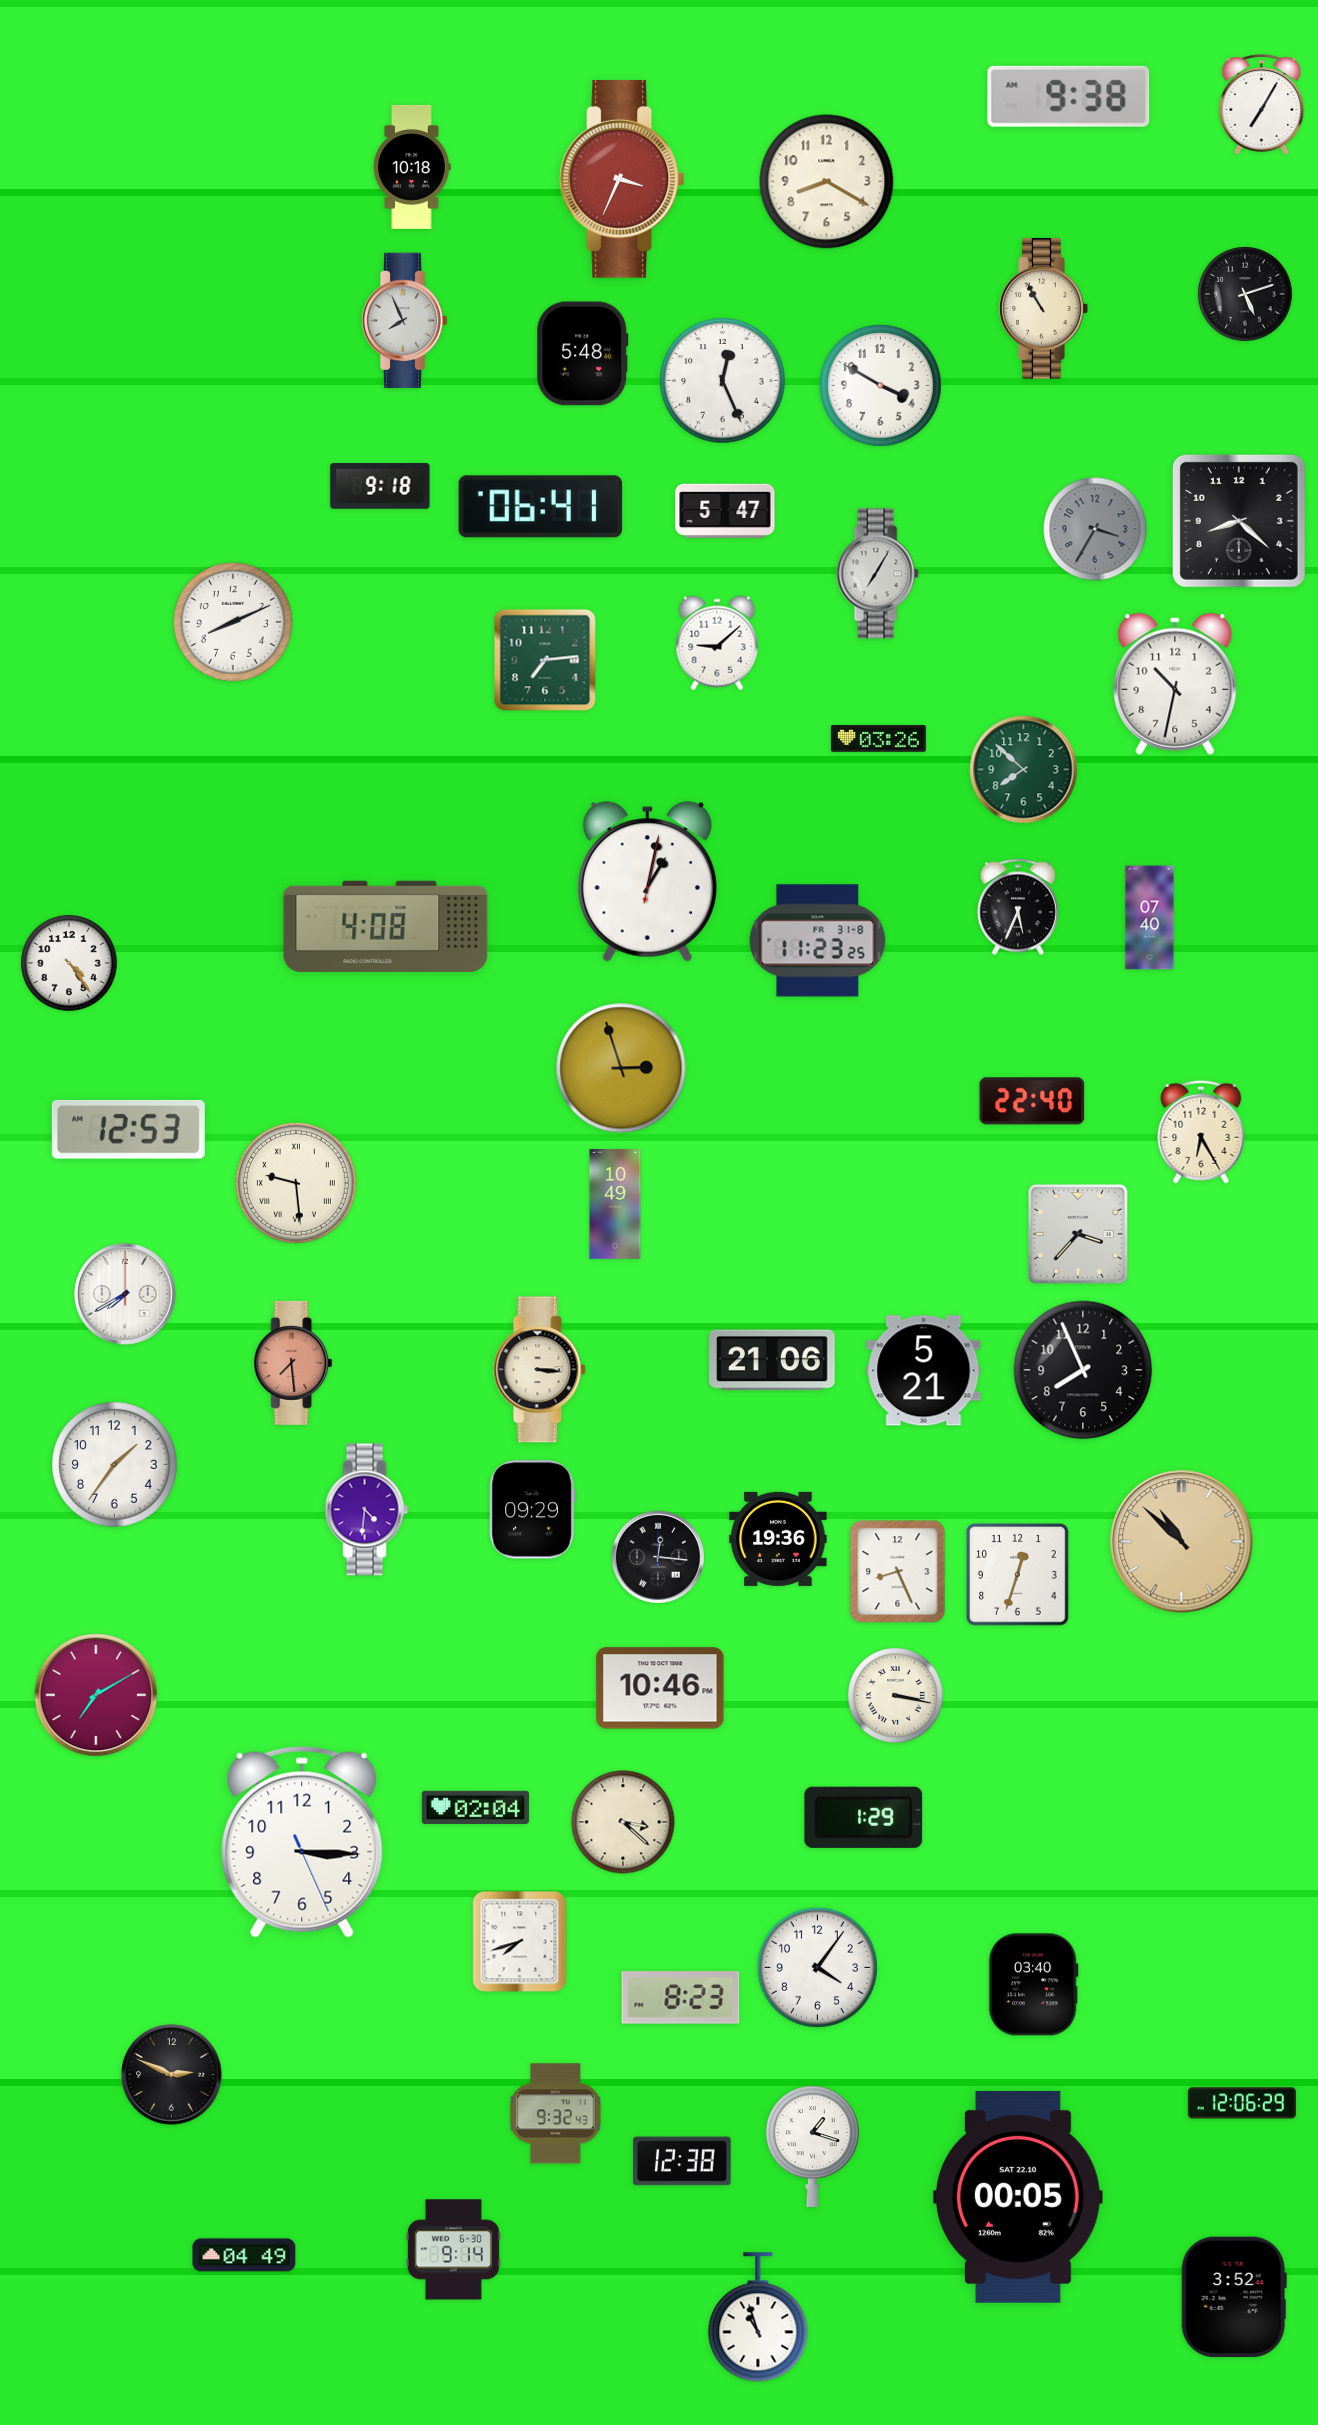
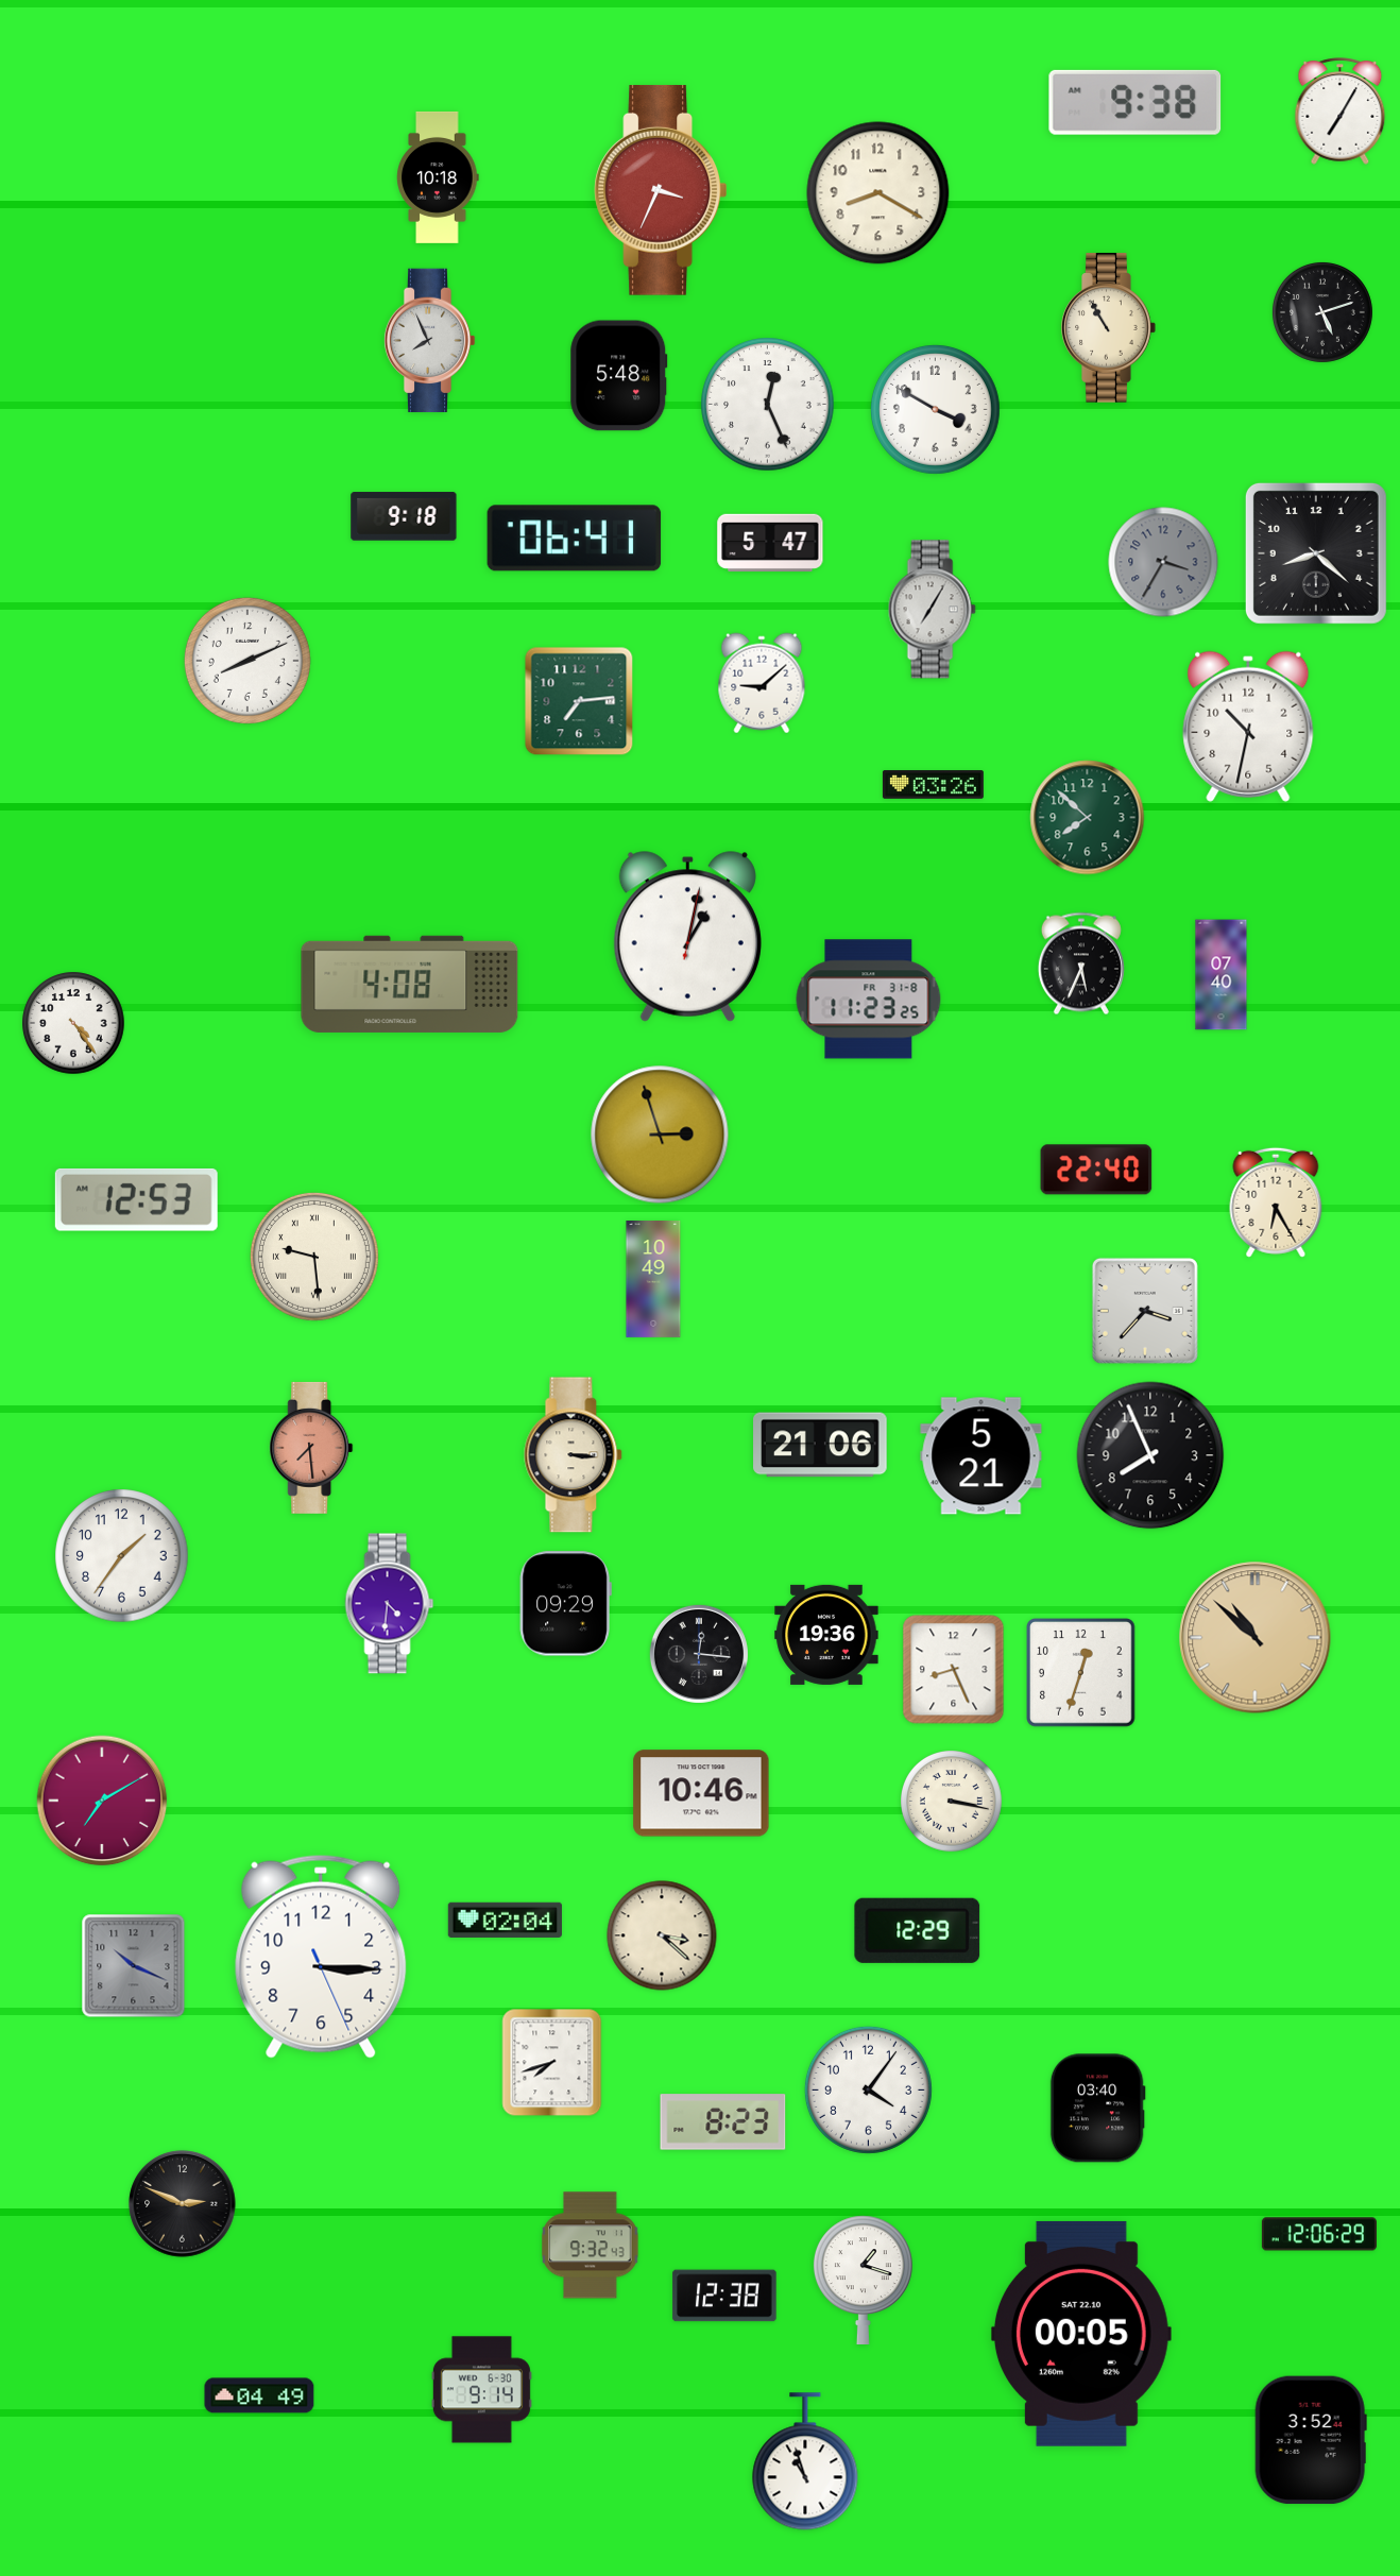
clock at (125, 1294): 7:40 -> none
clock at (864, 1817): 1:29 -> 12:29
clock at (134, 1966): none -> 10:19
